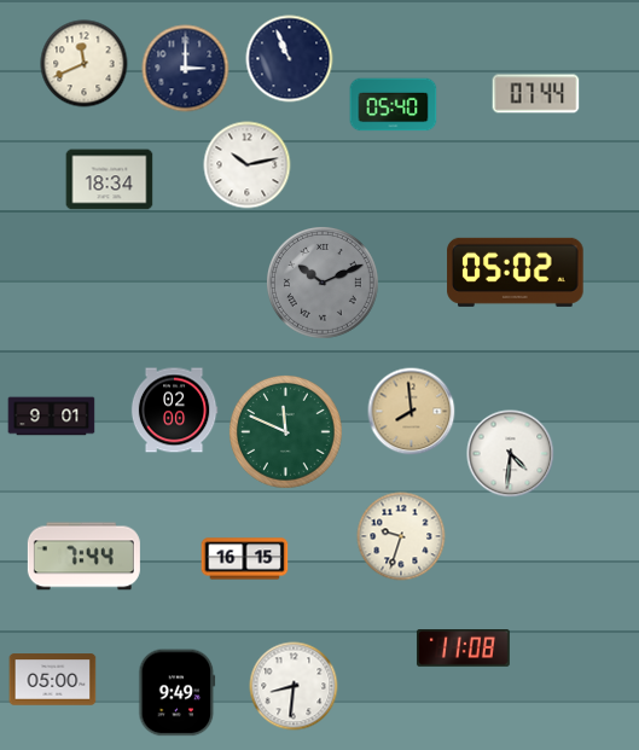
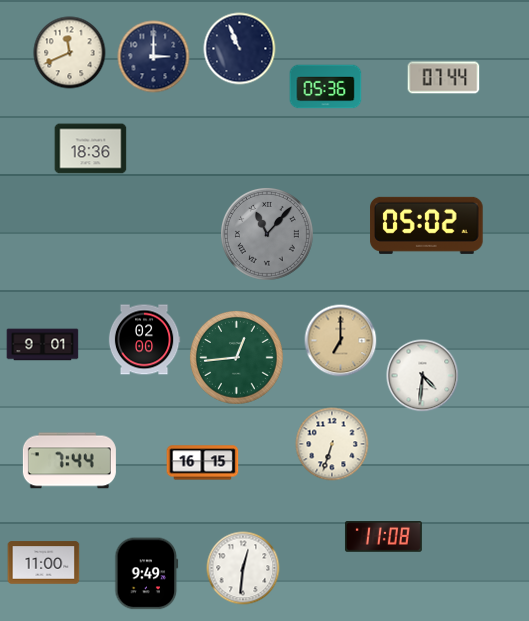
clock at (394, 105): 05:40 -> 05:36
clock at (248, 165): 10:13 -> none
clock at (110, 180): 18:34 -> 18:36
clock at (324, 284): 10:11 -> 11:07
clock at (412, 412): 7:59 -> 7:00
clock at (286, 432): 11:49 -> 12:44
clock at (401, 536): 9:33 -> 6:33
clock at (53, 680): 05:00 -> 11:00
clock at (294, 686): 8:31 -> 12:31
